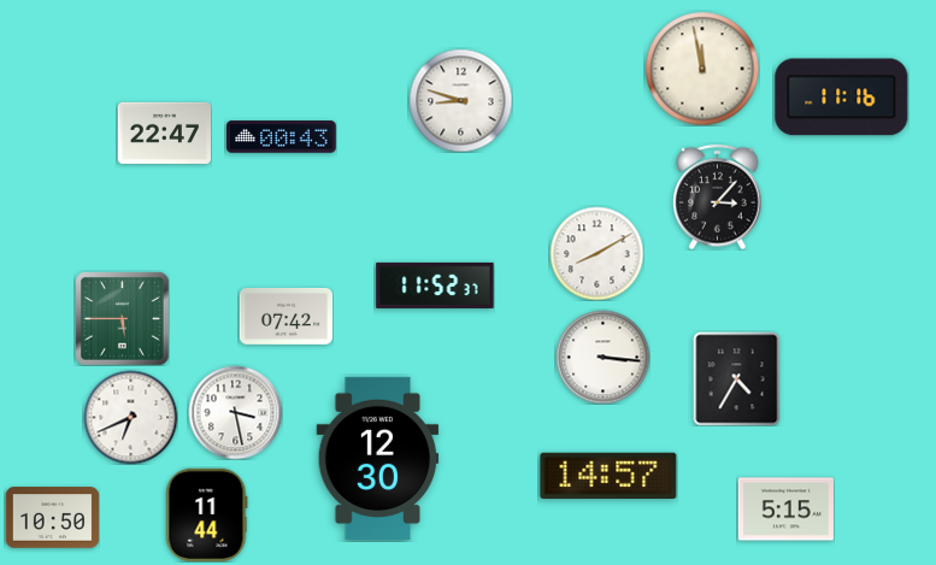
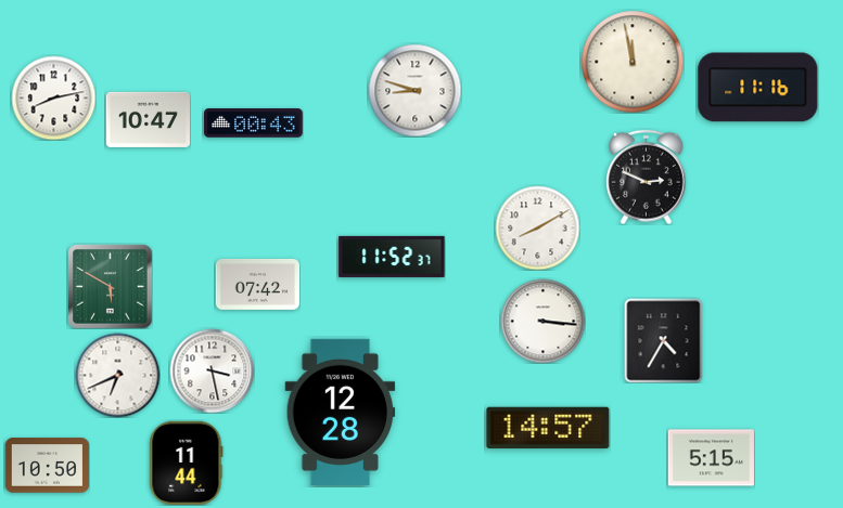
clock at (53, 97): none -> 8:13
clock at (164, 133): 22:47 -> 10:47
clock at (718, 196): 3:07 -> 2:49
clock at (122, 318): 5:45 -> 5:50
clock at (378, 458): 12:30 -> 12:28
clock at (785, 510) position: (785, 510) -> (711, 458)
